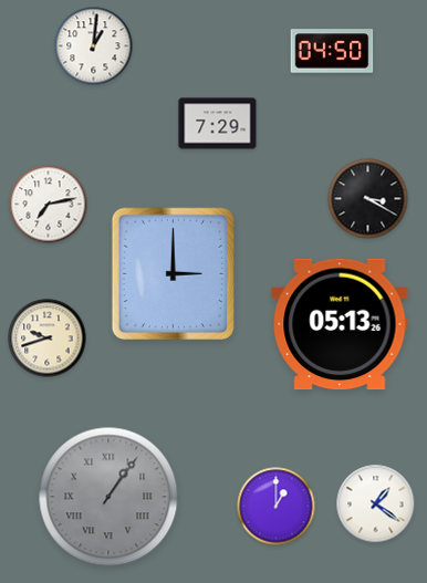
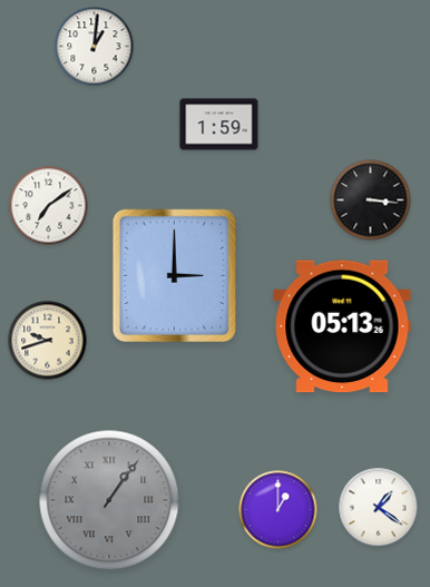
clock at (332, 51): 04:50 -> none
clock at (218, 124): 7:29 -> 1:59
clock at (368, 199): 3:20 -> 3:16
clock at (49, 205): 7:13 -> 7:09
